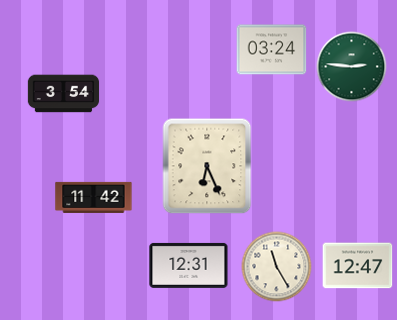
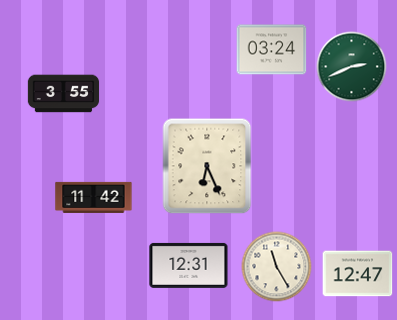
clock at (352, 67): 2:46 -> 2:41
clock at (64, 94): 3:54 -> 3:55
clock at (358, 266) position: (358, 266) -> (358, 274)
